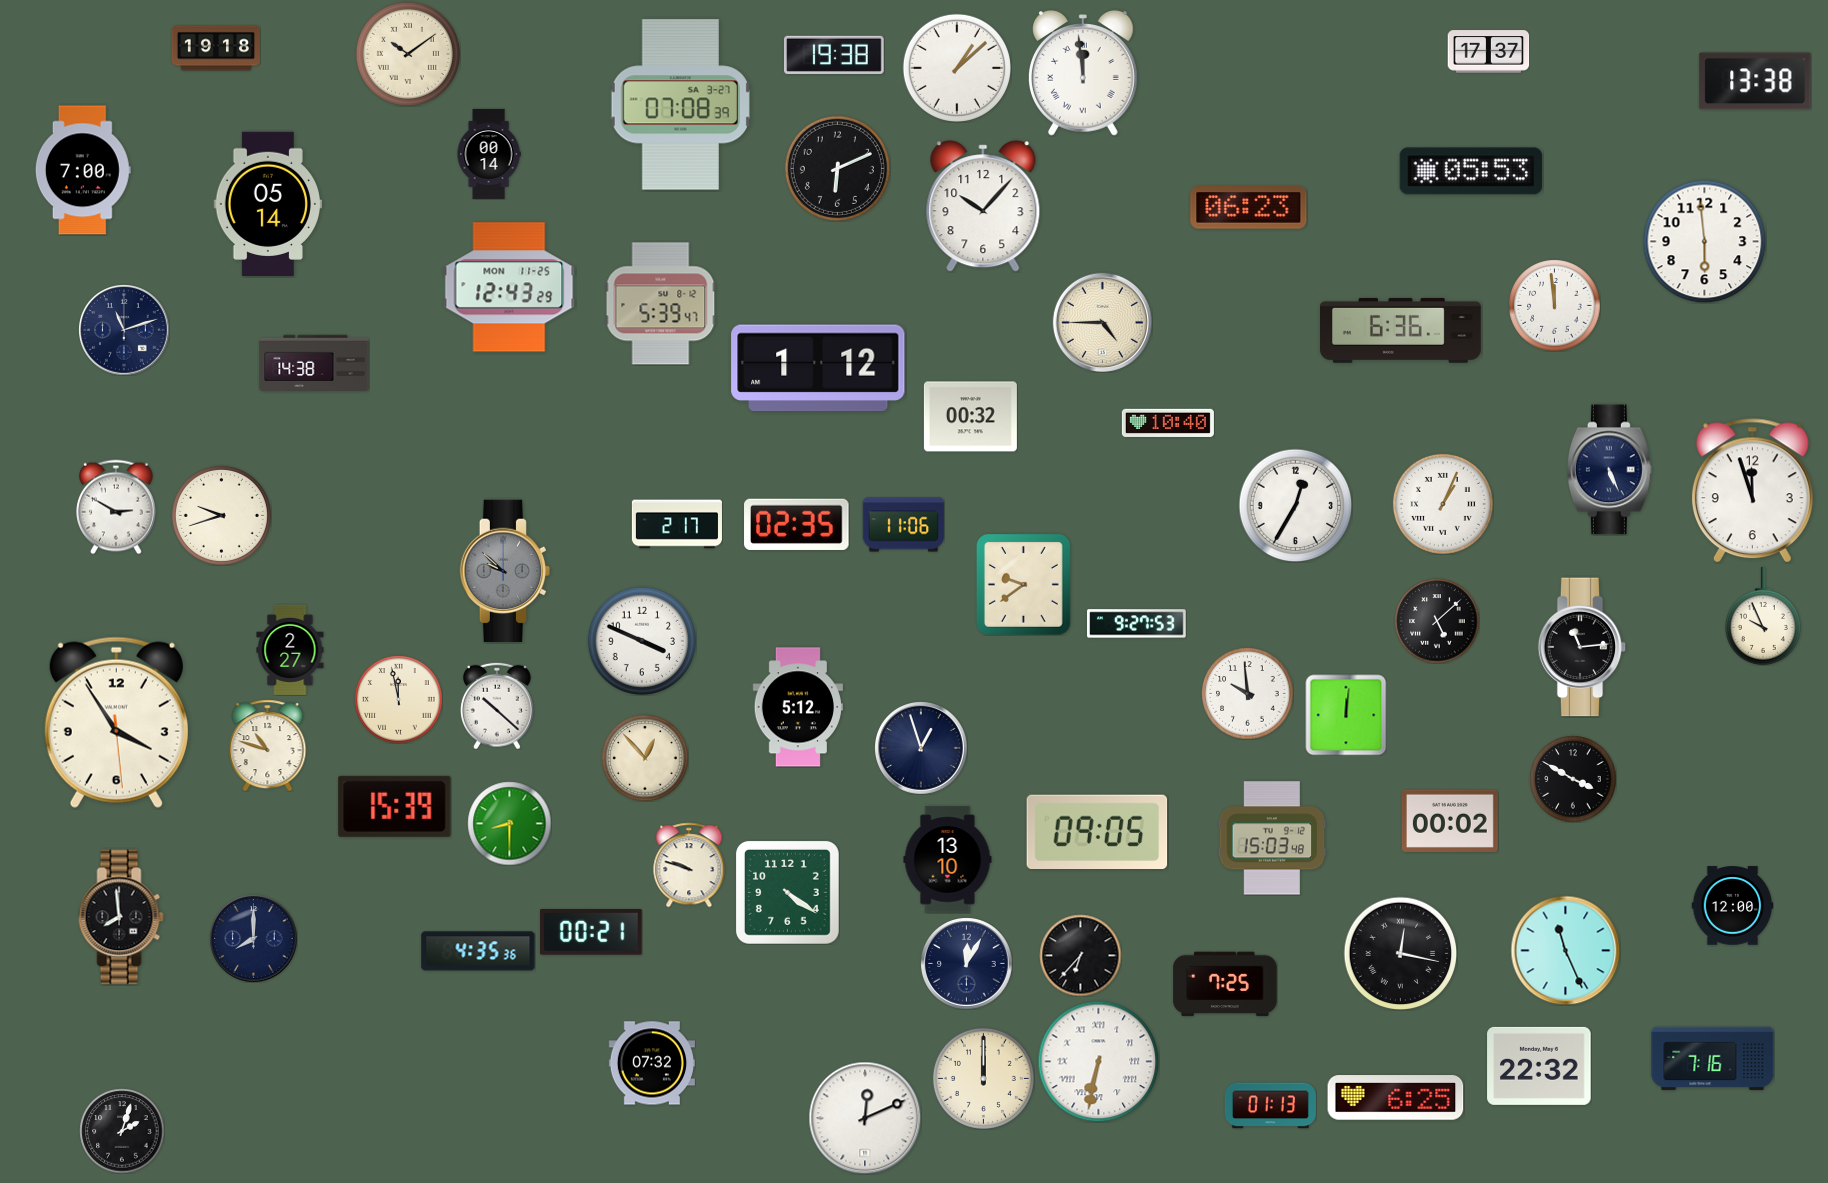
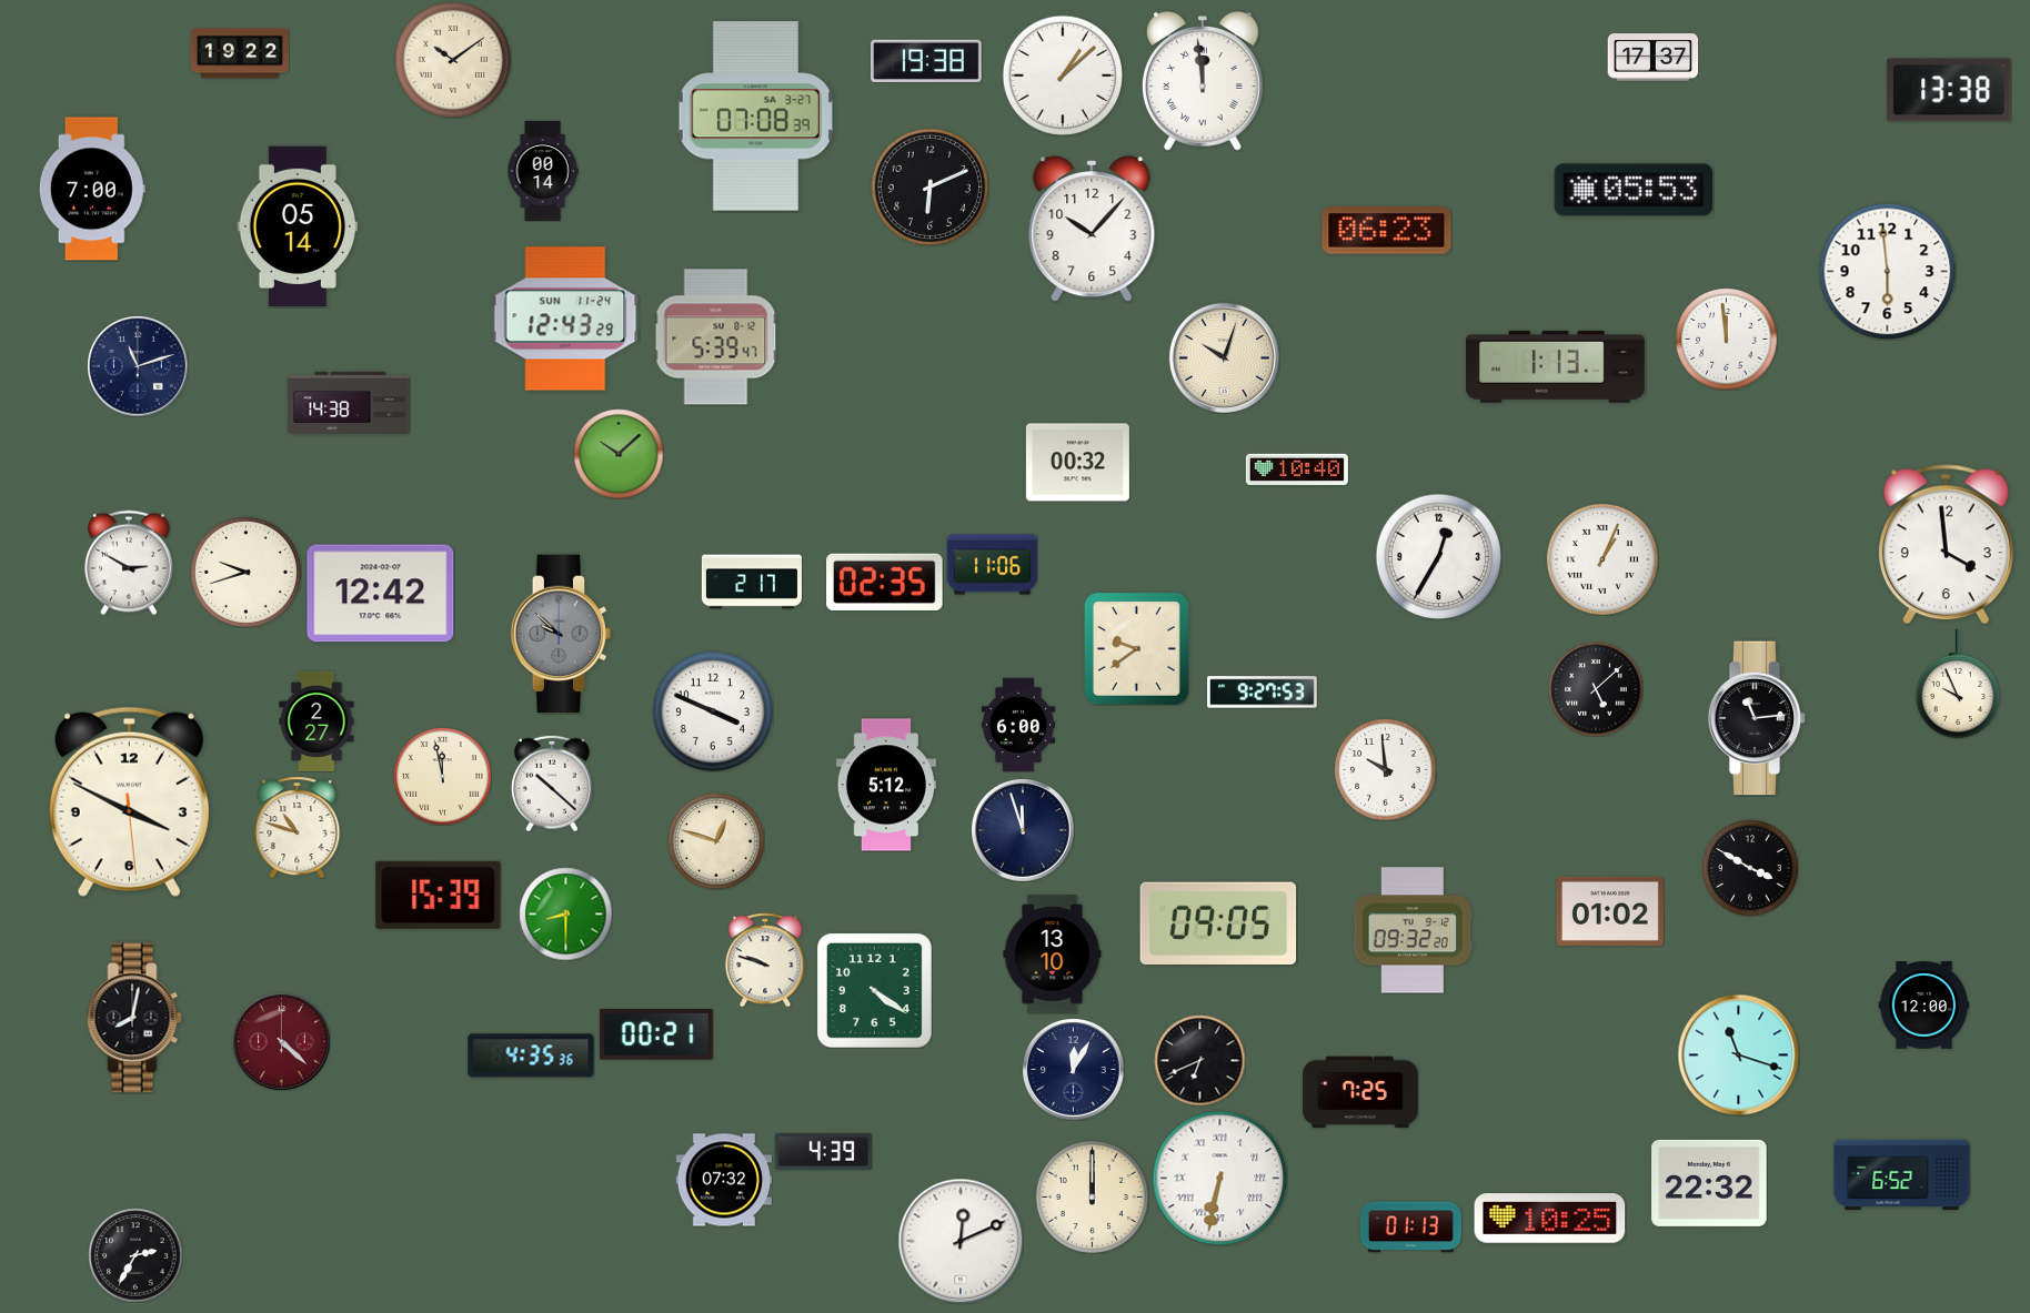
clock at (215, 48): 19:18 -> 19:22
clock at (1704, 241) position: (1704, 241) -> (1887, 271)
clock at (509, 287) date: MON 11-25 -> SUN 11-24
clock at (661, 304) position: (661, 304) -> (716, 337)
clock at (1102, 322): 4:45 -> 10:03
clock at (1400, 330): 6:36 -> 1:13
clock at (818, 368): 1:12 -> none
clock at (619, 454): none -> 10:08
clock at (1609, 470): 5:26 -> none
clock at (1752, 491): 11:57 -> 3:59
clock at (1295, 505) position: (1295, 505) -> (1438, 556)
clock at (903, 525) position: (903, 525) -> (992, 565)
clock at (381, 594): none -> 12:42
clock at (290, 650) position: (290, 650) -> (316, 721)
clock at (1017, 725): none -> 6:00
clock at (1346, 715): 12:01 -> none
clock at (116, 722): 3:54 -> 3:49
clock at (921, 748): 12:57 -> 11:57
clock at (645, 758): 12:53 -> 12:48
clock at (1573, 779) position: (1573, 779) -> (1750, 868)
clock at (1450, 821): 00:02 -> 01:02
clock at (1272, 838): 15:03 -> 09:32
clock at (121, 917): 7:59 -> 8:02
clock at (253, 938): 8:00 -> 4:22
clock at (253, 938) dial: navy -> burgundy
clock at (1565, 950): 11:26 -> 11:18
clock at (1400, 953): 12:17 -> none
clock at (1080, 955): 6:37 -> 6:41
clock at (823, 1151): none -> 4:39
clock at (1713, 1059): 7:16 -> 6:52
clock at (1396, 1098): 6:25 -> 10:25
clock at (122, 1131): 2:03 -> 2:35
